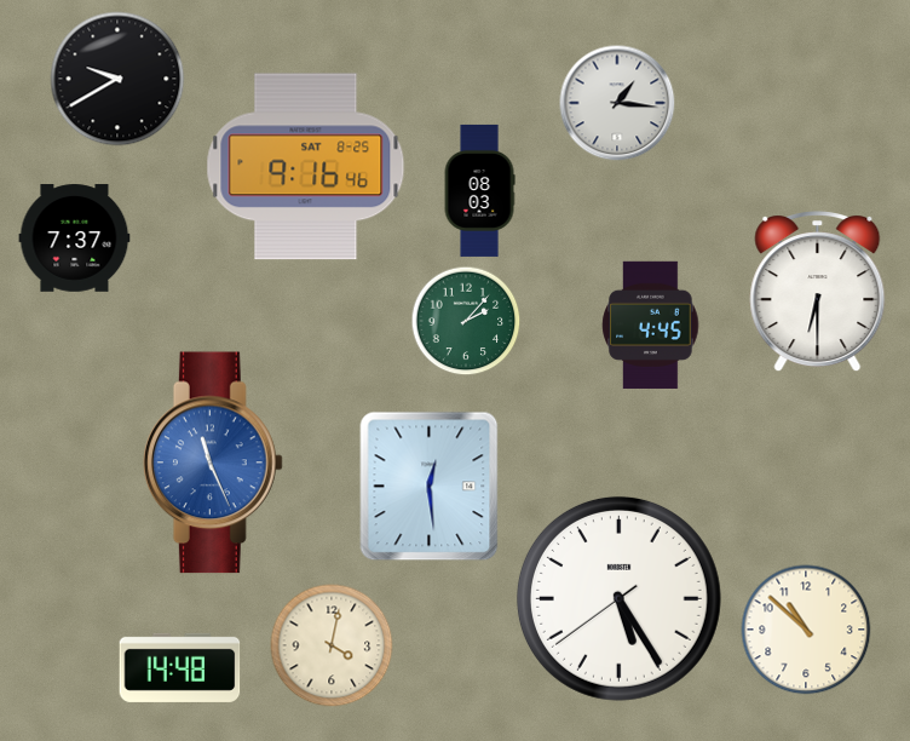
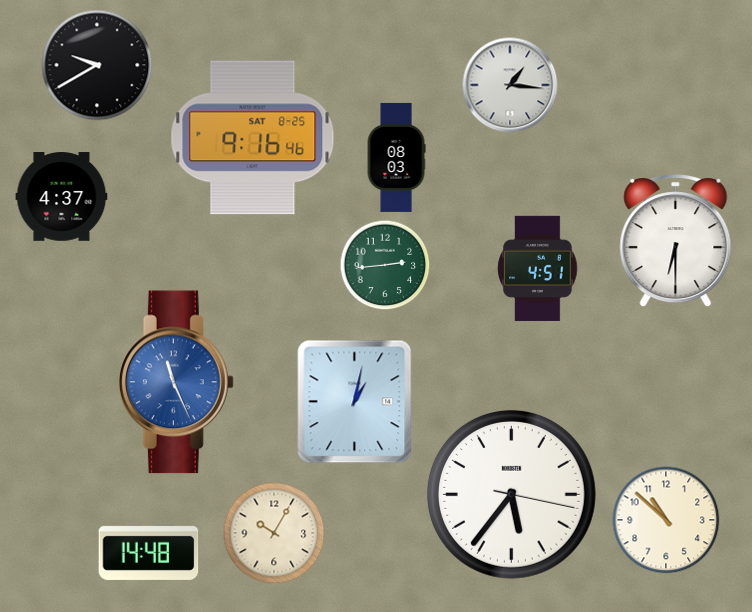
clock at (75, 239): 7:37 -> 4:37
clock at (466, 321): 2:07 -> 2:44
clock at (651, 324): 4:45 -> 4:51
clock at (430, 487): 12:29 -> 1:02
clock at (618, 598): 5:24 -> 5:36
clock at (332, 645): 4:02 -> 10:05
